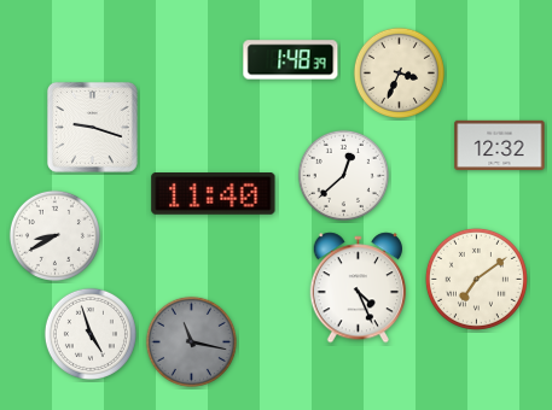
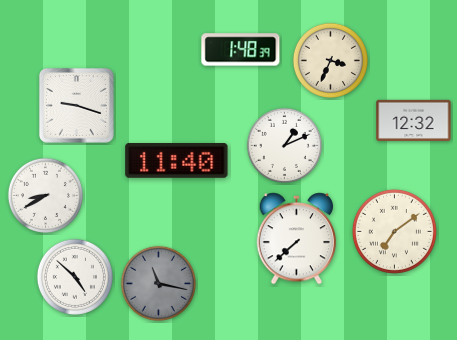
clock at (343, 175): 12:38 -> 1:11
clock at (359, 288): 4:26 -> 7:38
clock at (91, 334): 4:57 -> 4:52
